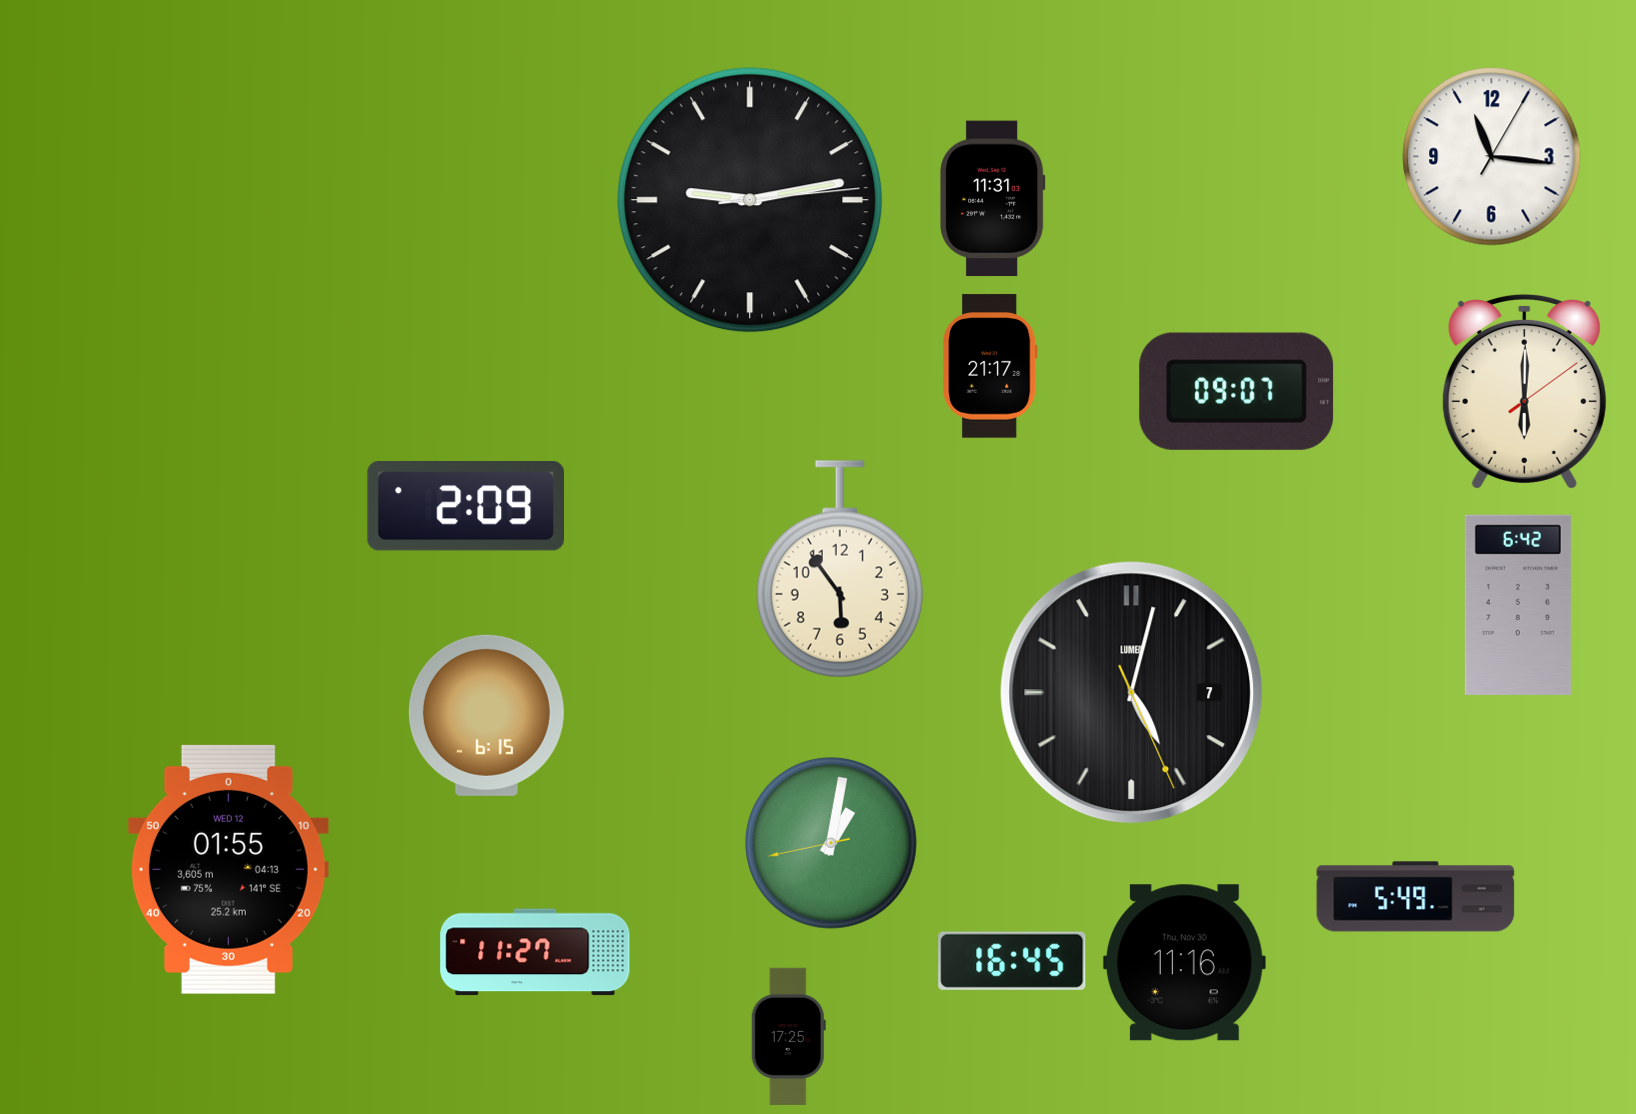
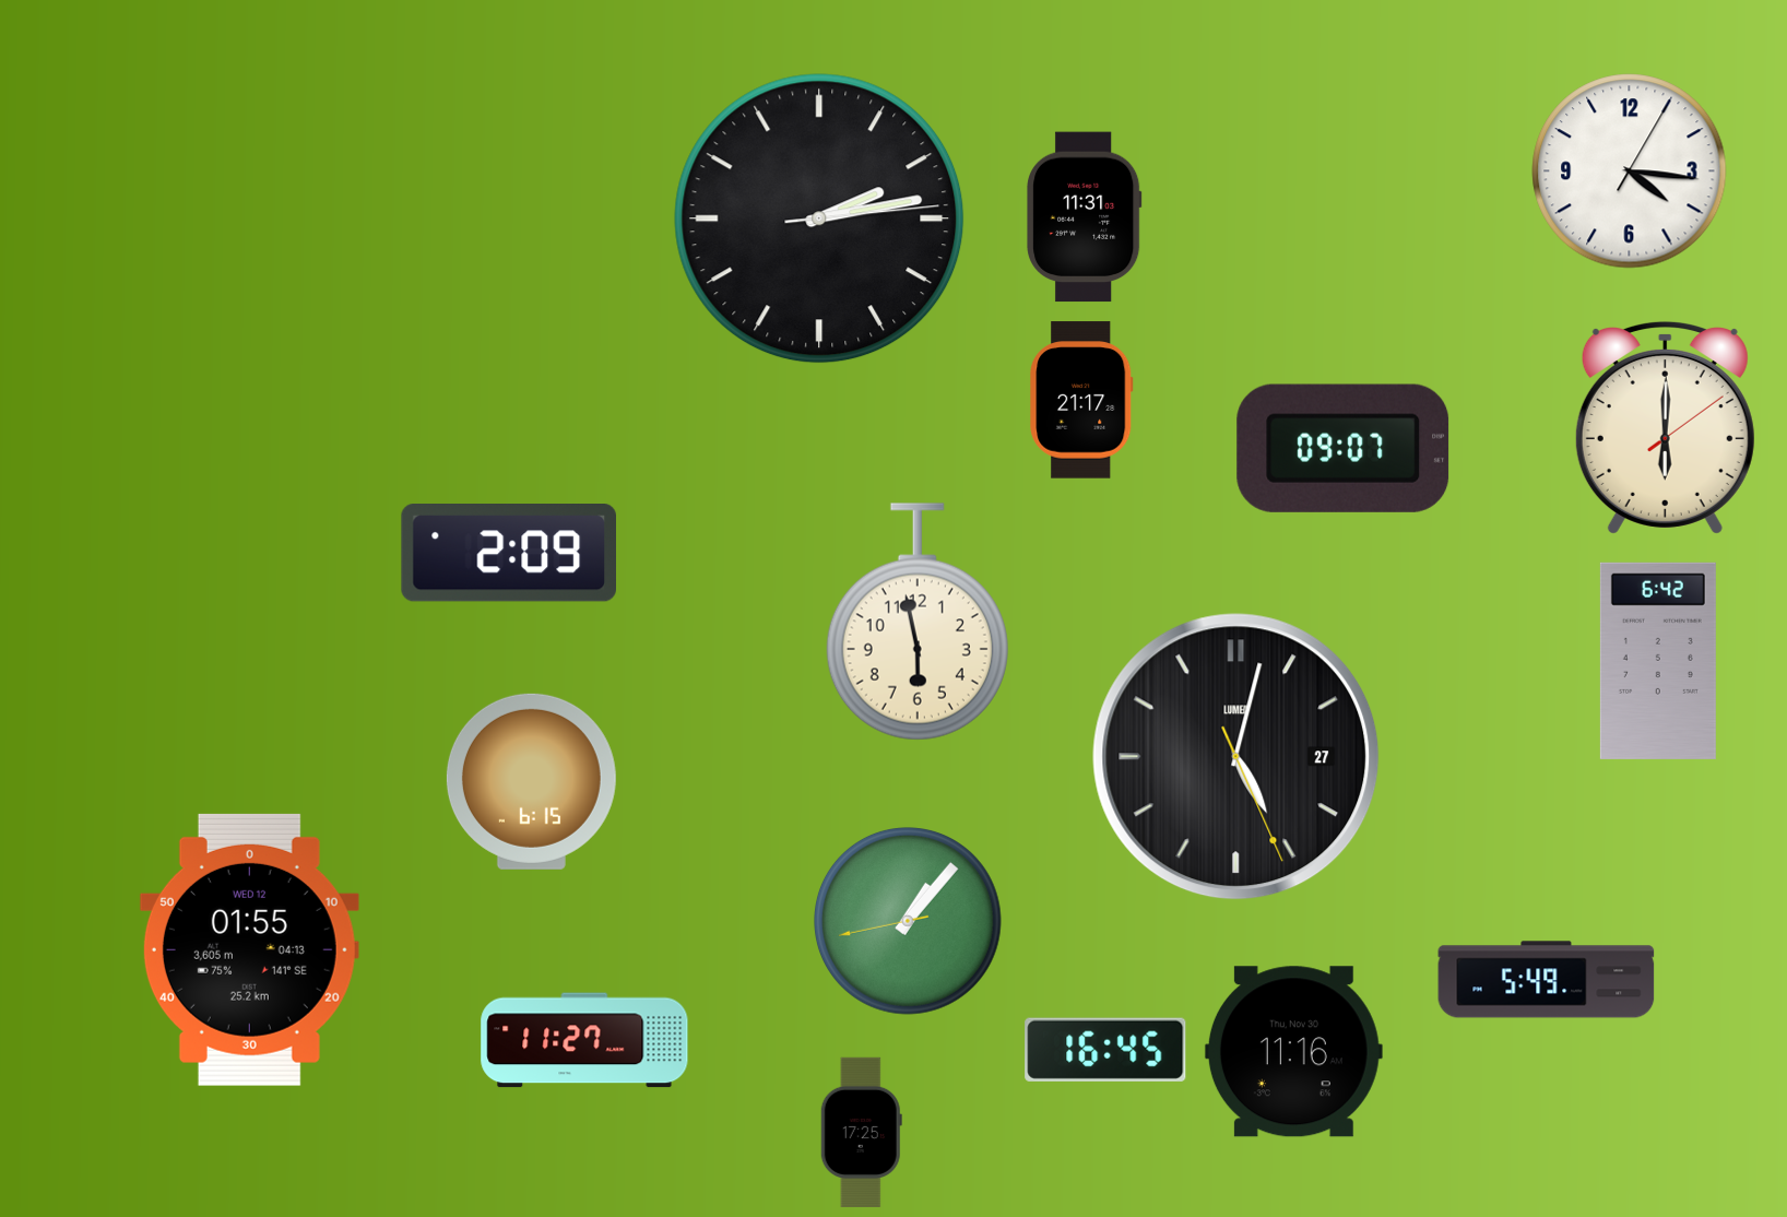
clock at (1492, 157): 11:16 -> 4:16
clock at (750, 200): 9:13 -> 2:13
clock at (1237, 391) position: (1237, 391) -> (1344, 448)
clock at (840, 569): 5:54 -> 5:58
clock at (1132, 693) date: 7 -> 27
clock at (832, 844): 1:01 -> 1:06
